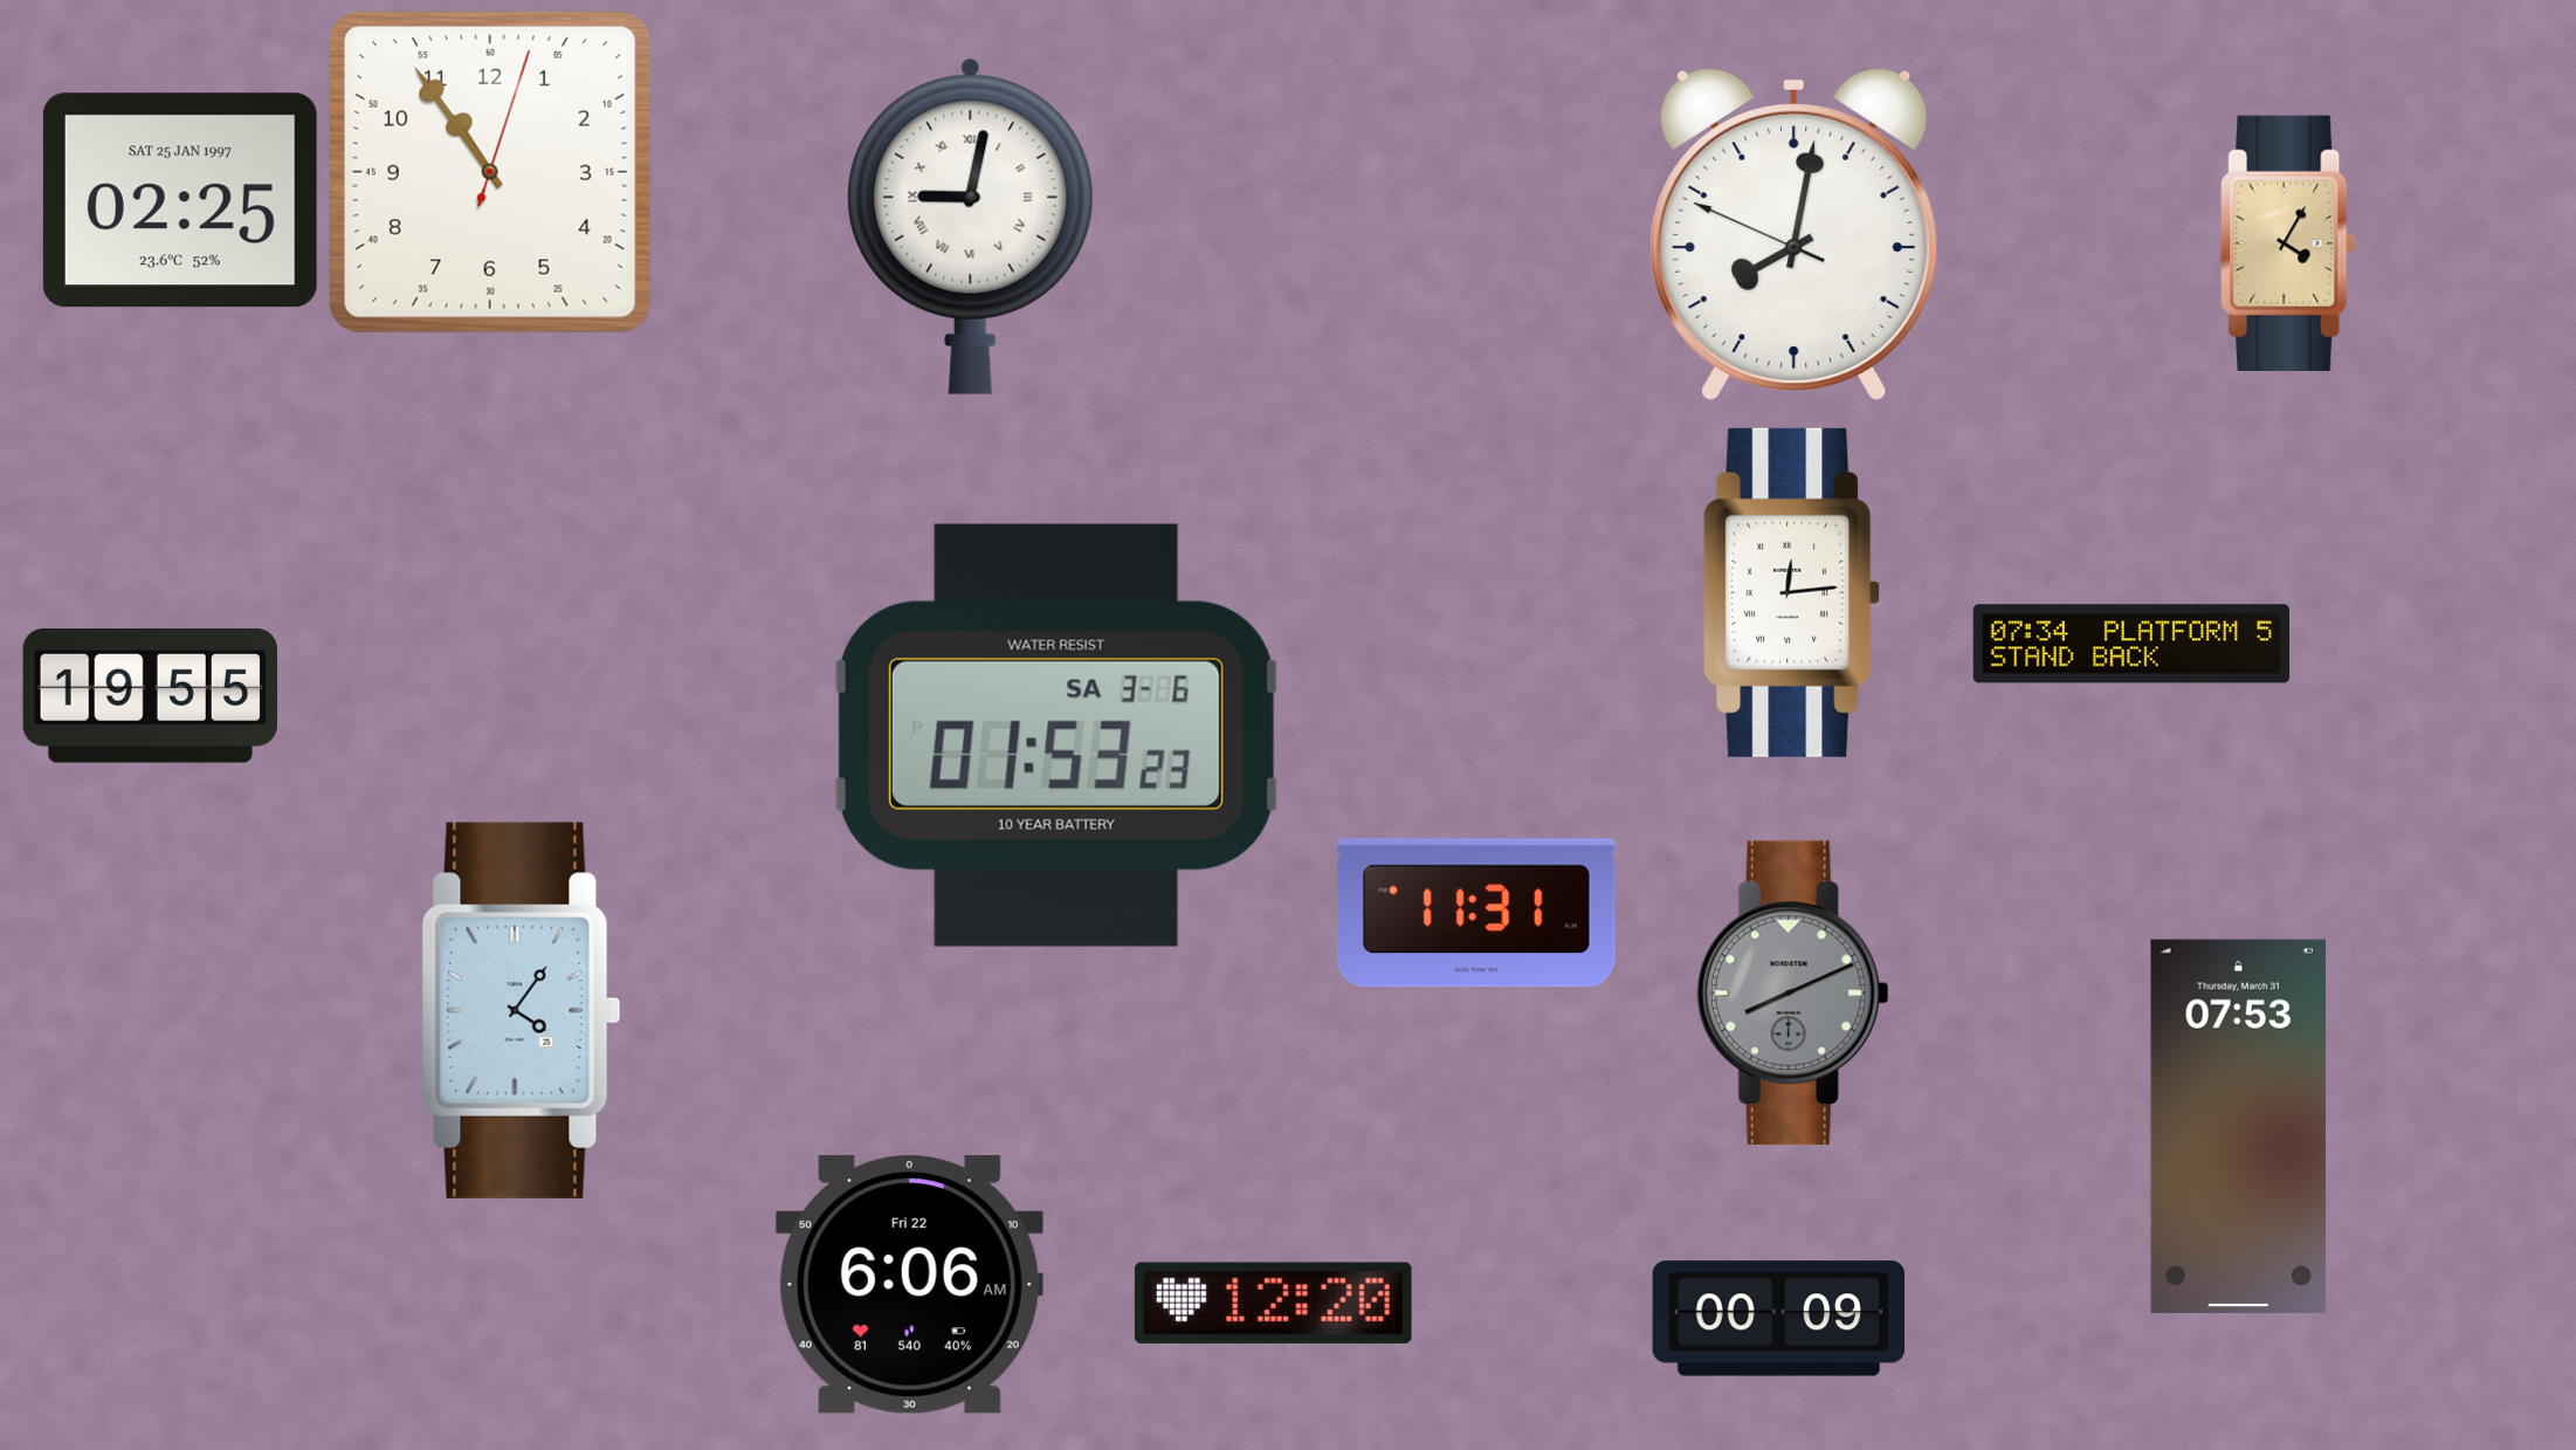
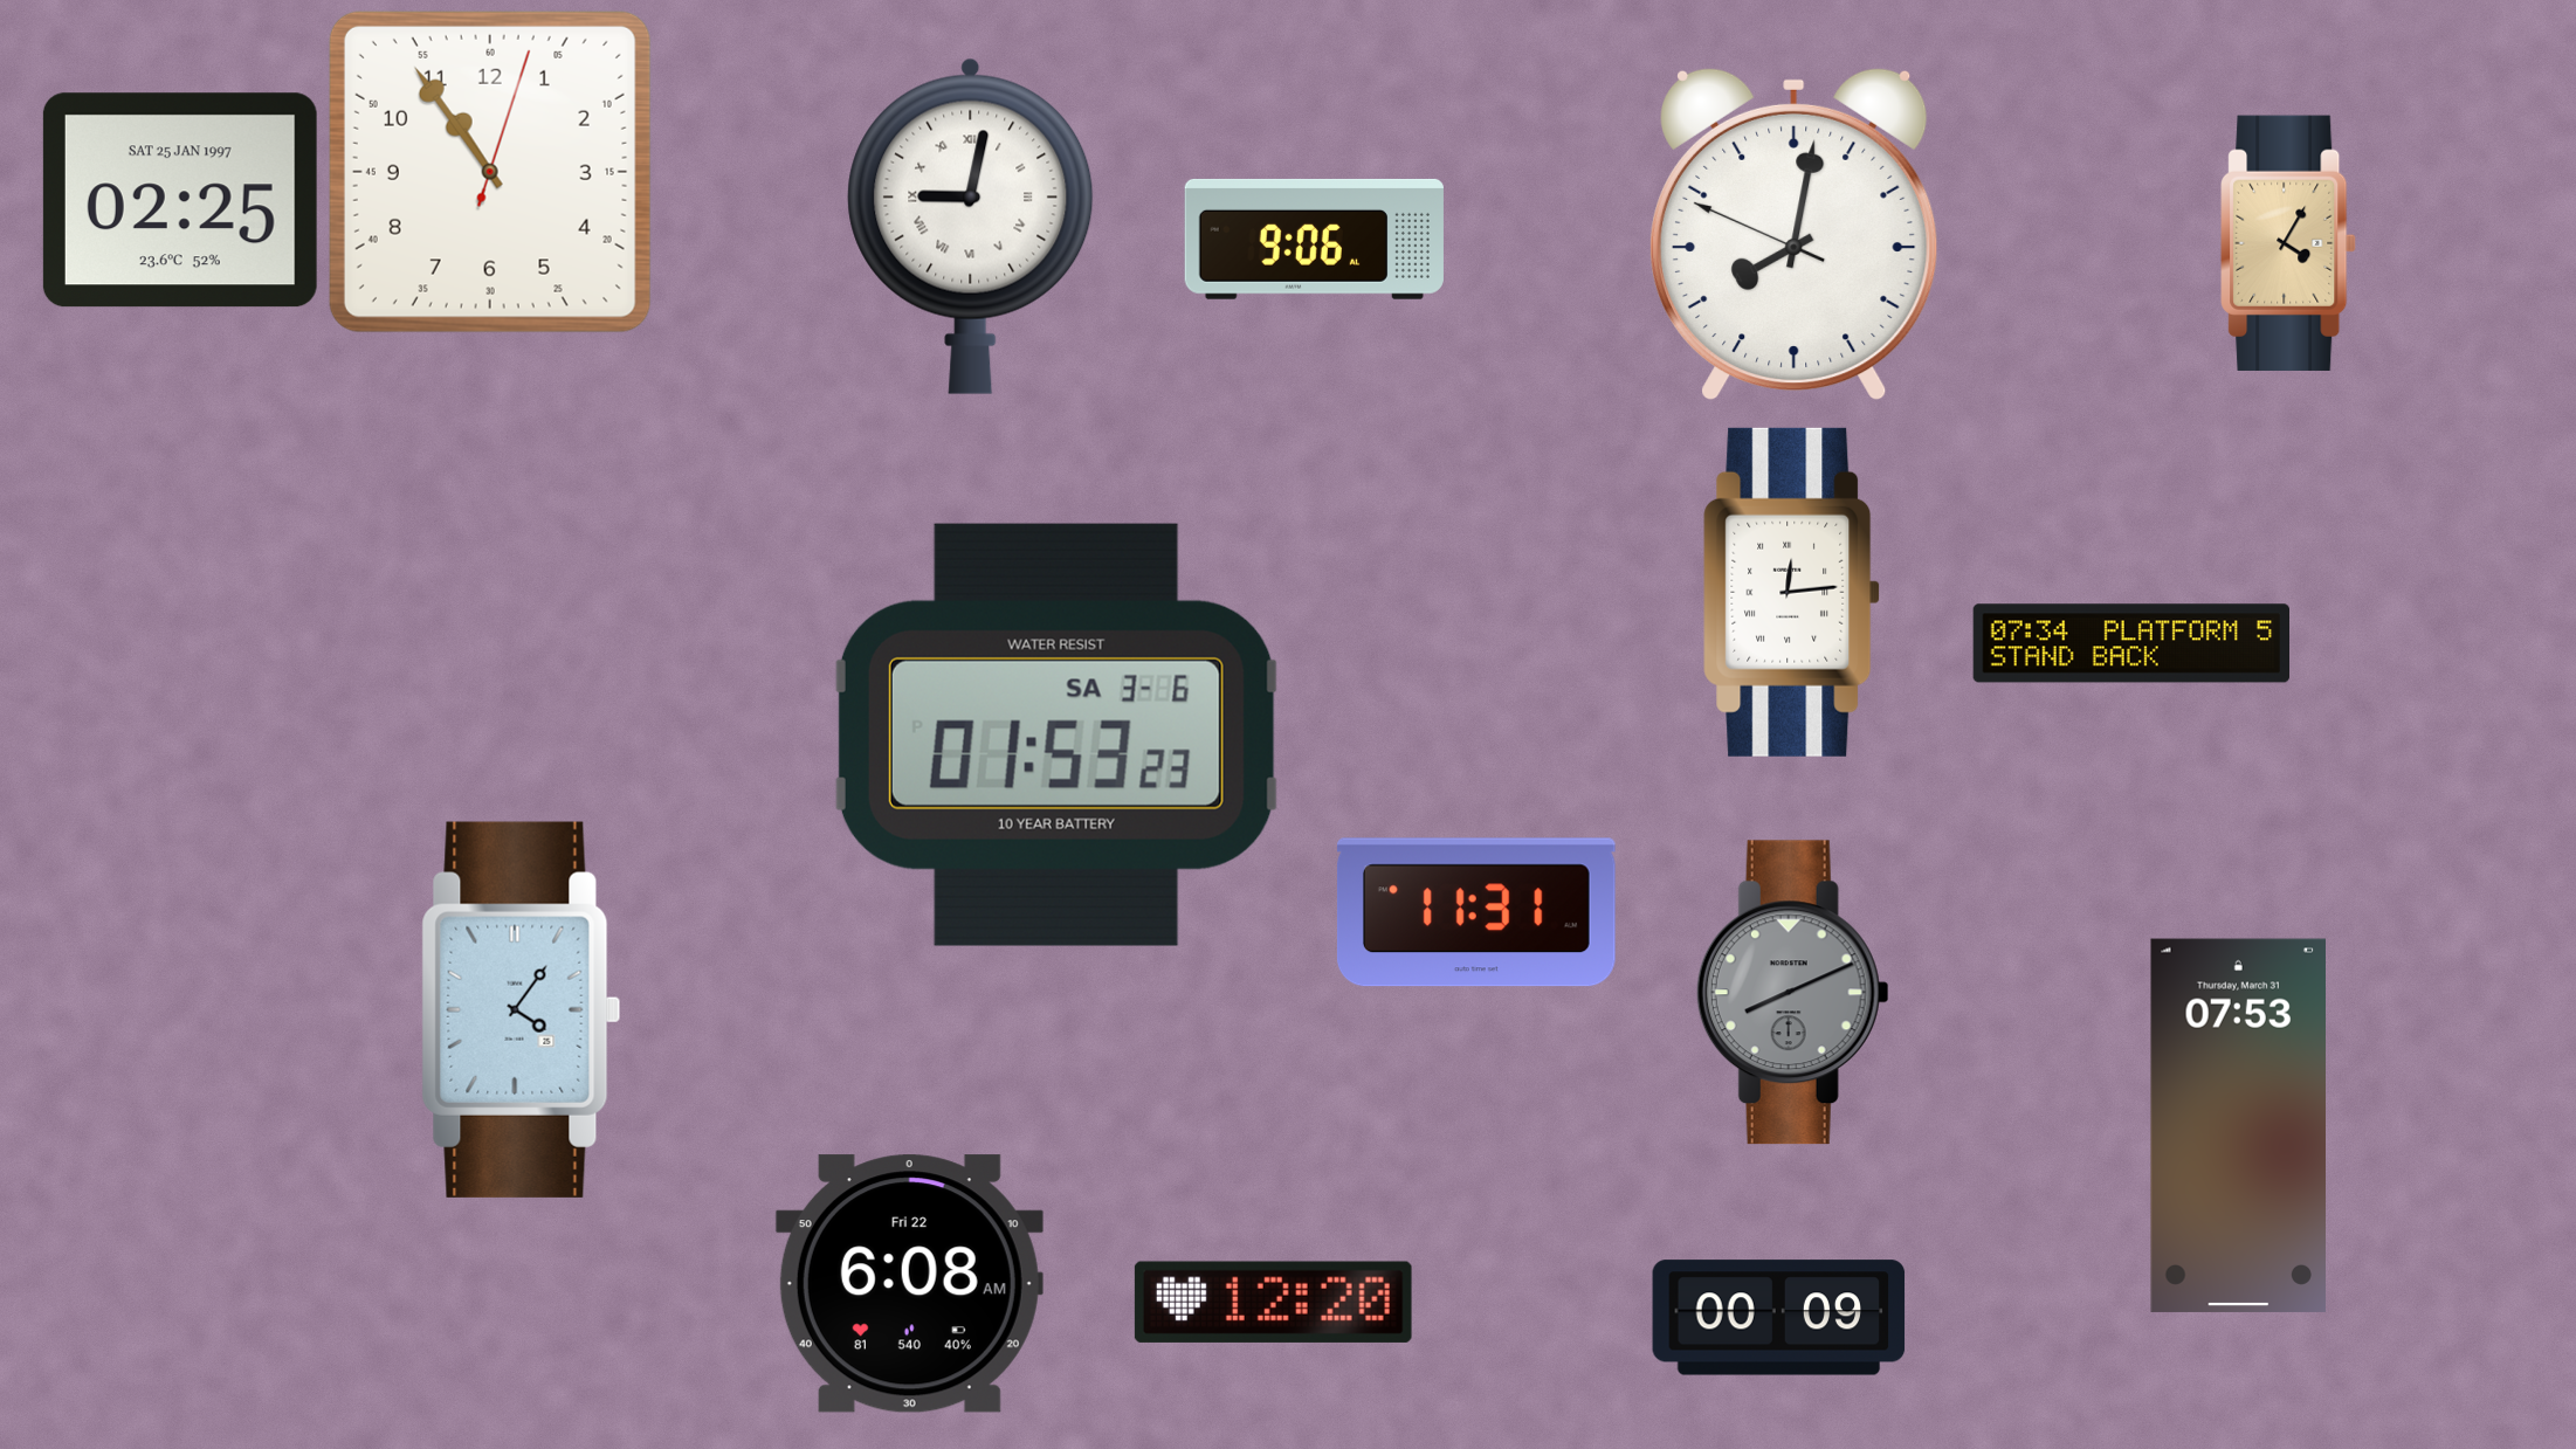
clock at (1314, 239): none -> 9:06
clock at (150, 696): 19:55 -> none
clock at (909, 1285): 6:06 -> 6:08
